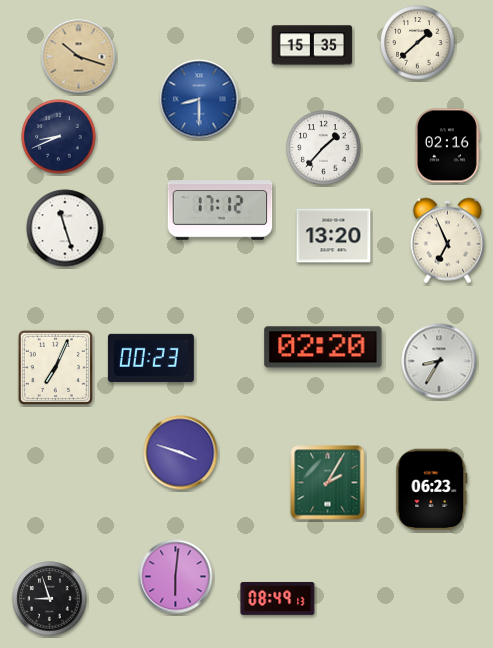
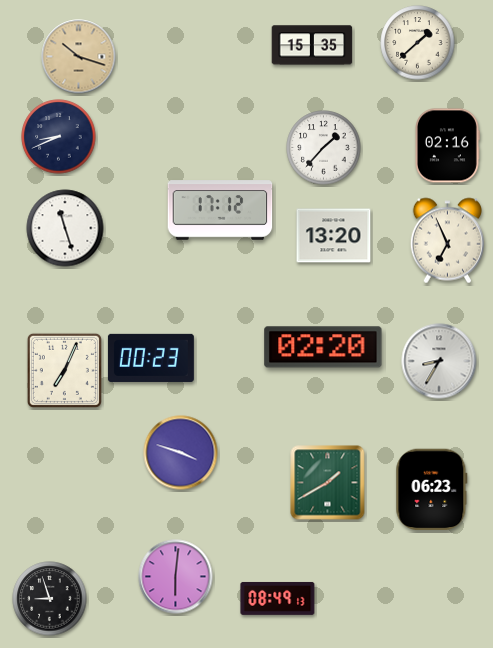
clock at (199, 99): 8:30 -> none
clock at (55, 367) position: (55, 367) -> (64, 370)
clock at (328, 483): 2:05 -> 1:40
